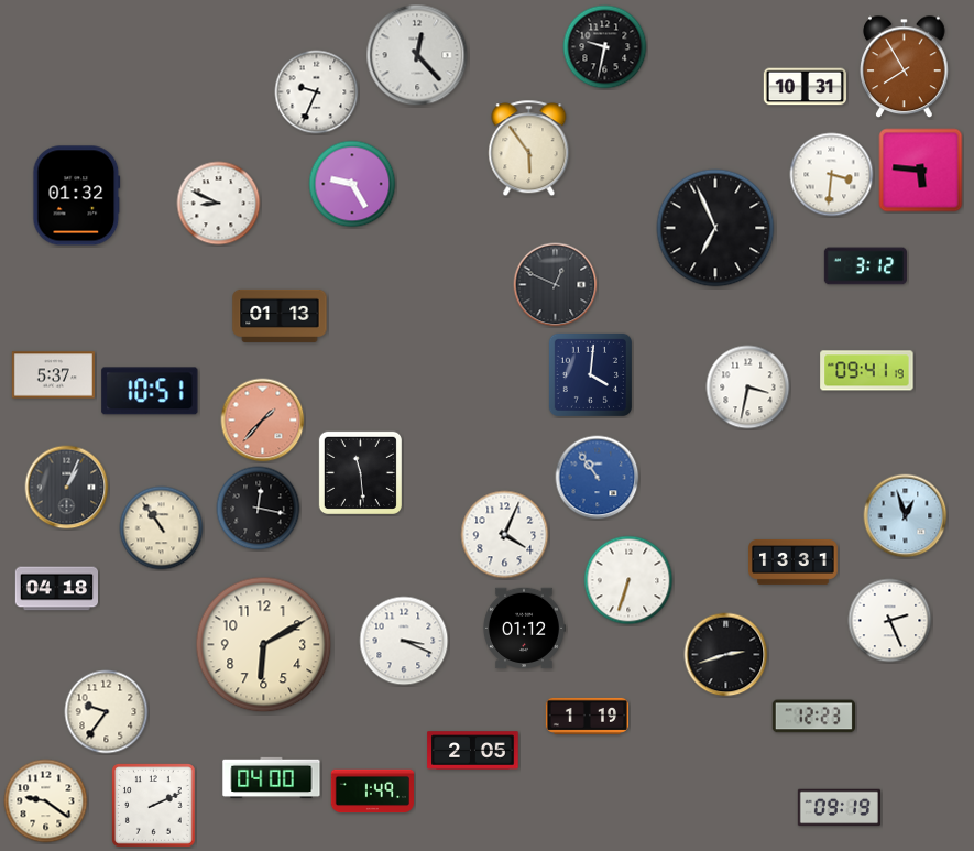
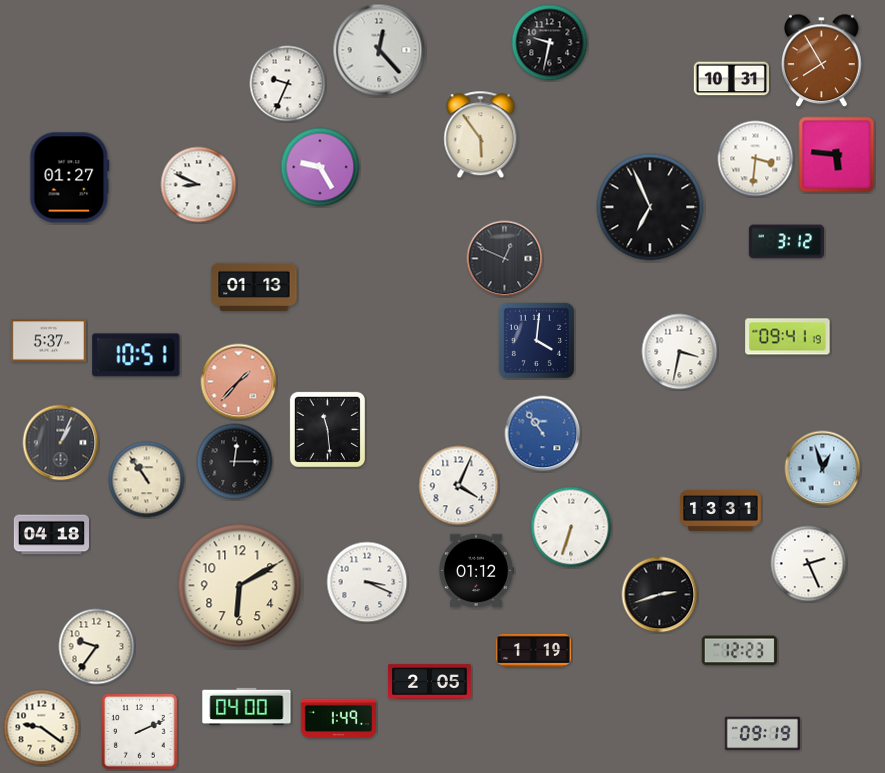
clock at (77, 196): 01:32 -> 01:27
clock at (259, 509): 12:17 -> 12:15
